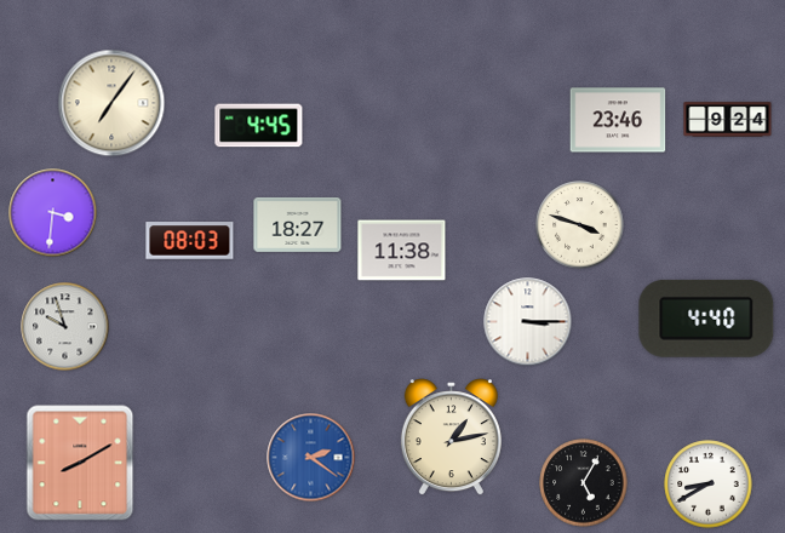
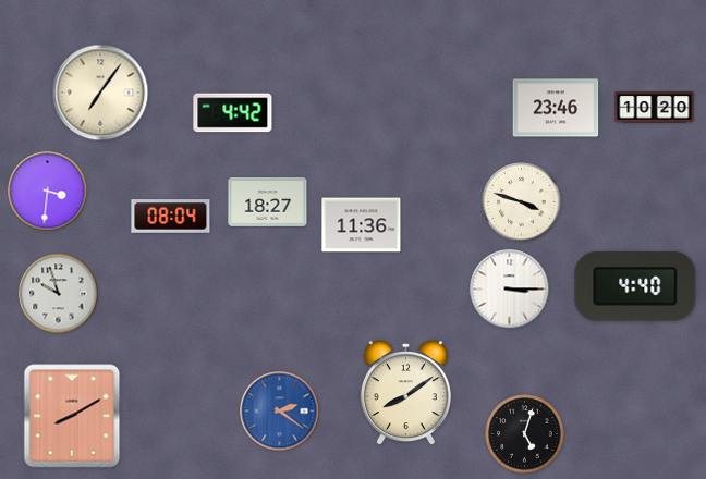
clock at (728, 120): 9:24 -> 10:20
clock at (259, 126): 4:45 -> 4:42
clock at (190, 241): 08:03 -> 08:04
clock at (402, 251): 11:38 -> 11:36
clock at (528, 322) position: (528, 322) -> (510, 290)
clock at (451, 437): 1:13 -> 8:09
clock at (584, 483): 5:05 -> 5:03
clock at (709, 485): 8:40 -> none
